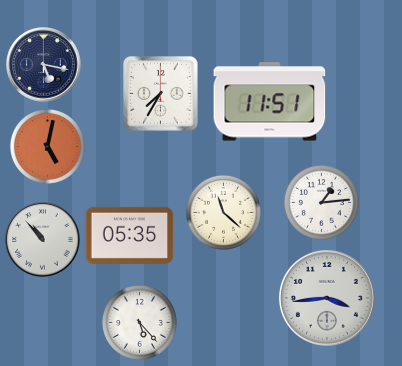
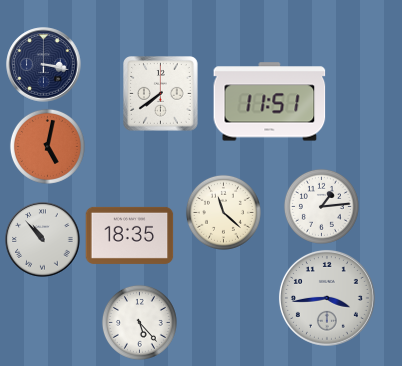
clock at (44, 65): 5:17 -> 3:17
clock at (161, 94): 7:35 -> 7:39
clock at (321, 202) position: (321, 202) -> (321, 206)
clock at (130, 235): 05:35 -> 18:35
